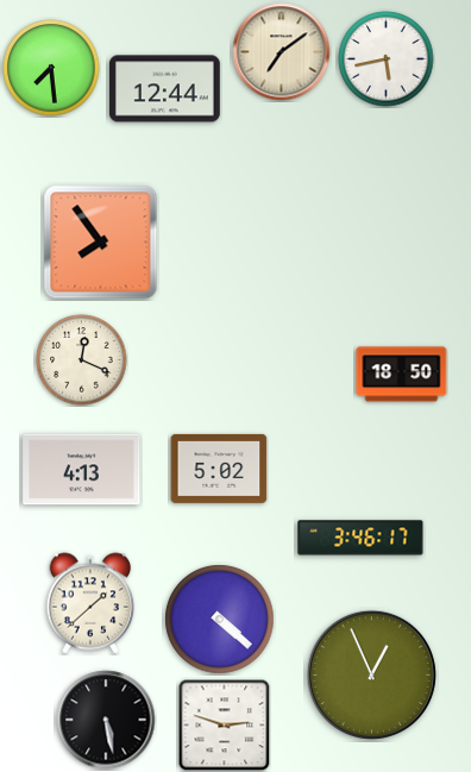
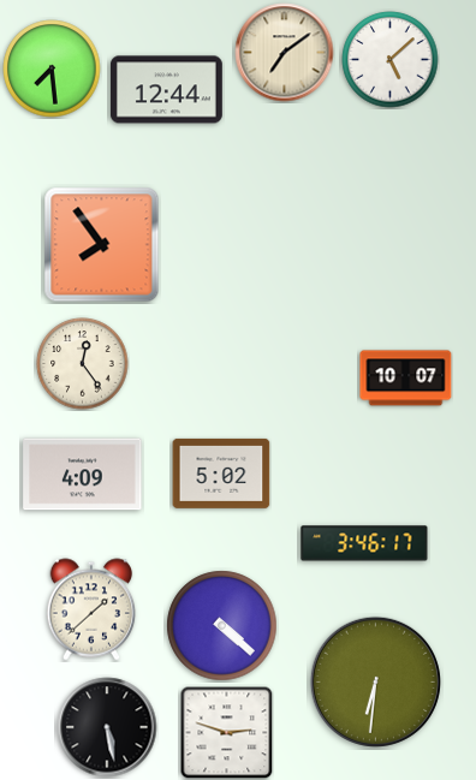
clock at (387, 59): 5:43 -> 5:08
clock at (82, 360): 12:19 -> 12:24
clock at (402, 375): 18:50 -> 10:07
clock at (82, 470): 4:13 -> 4:09
clock at (371, 674): 12:56 -> 6:31
